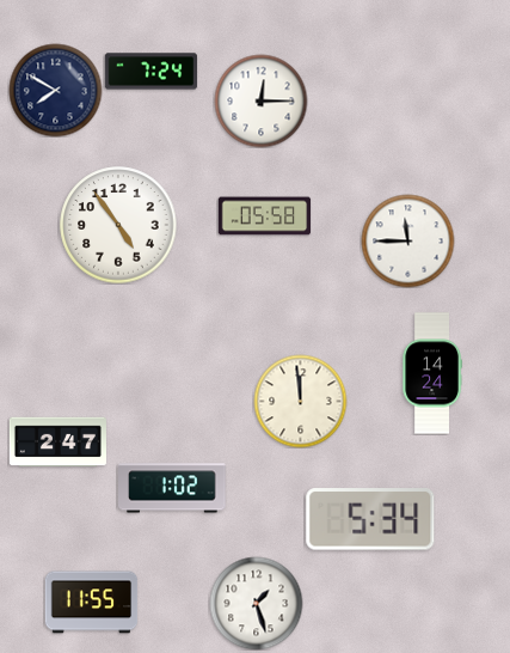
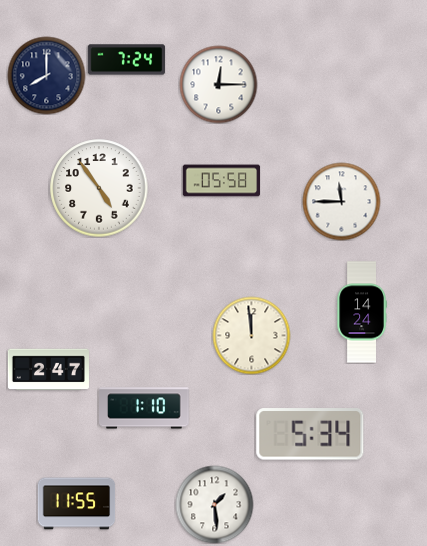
clock at (55, 90): 7:50 -> 8:00
clock at (172, 488): 1:02 -> 1:10
clock at (256, 603): 1:27 -> 1:29
